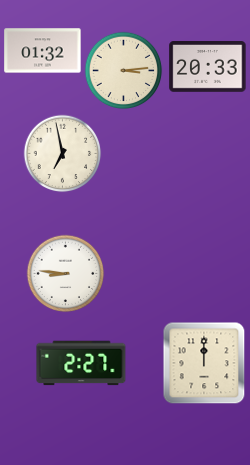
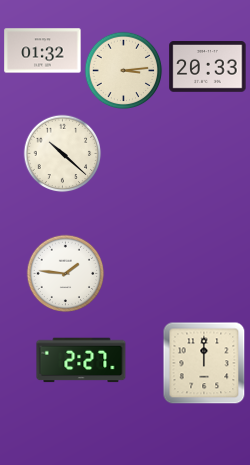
clock at (62, 153): 6:58 -> 10:22
clock at (65, 273): 8:46 -> 1:46
clock at (81, 363) position: (81, 363) -> (81, 360)
